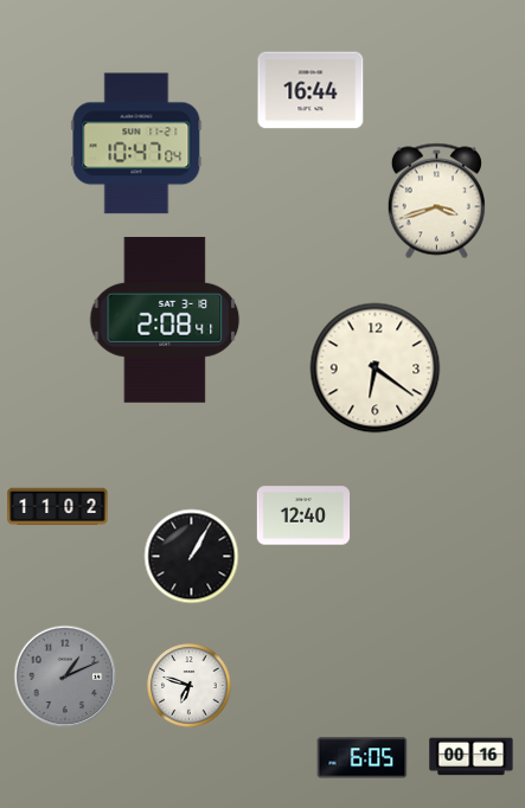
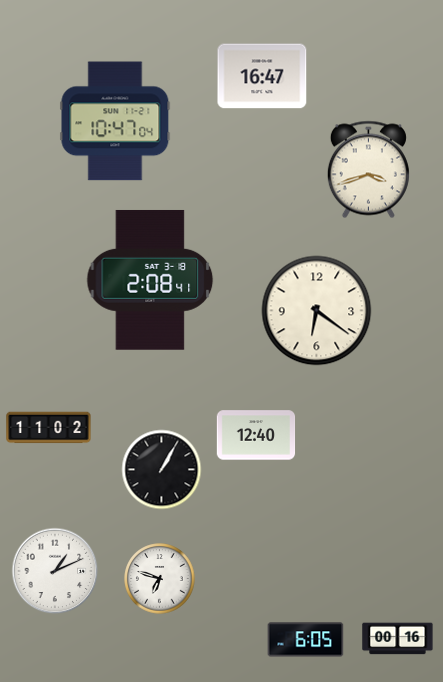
clock at (310, 90): 16:44 -> 16:47
clock at (165, 320) position: (165, 320) -> (150, 280)
clock at (65, 676) dial: grey -> white
